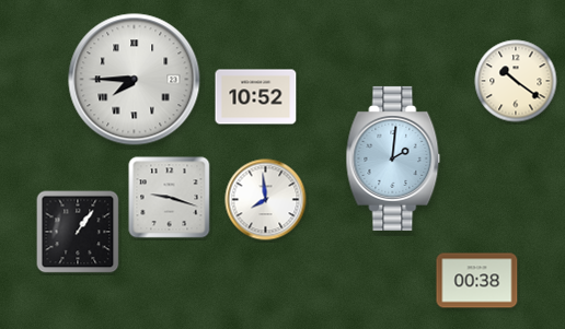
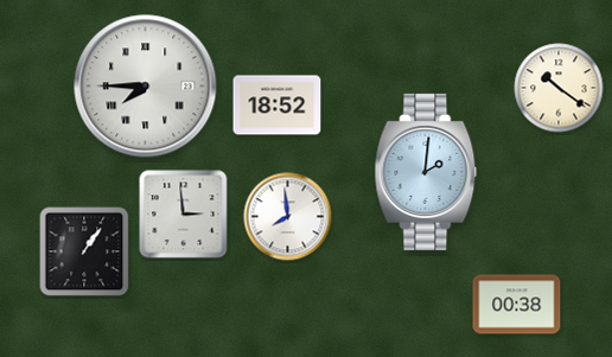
clock at (256, 97): 10:52 -> 18:52
clock at (170, 198): 9:18 -> 2:59
